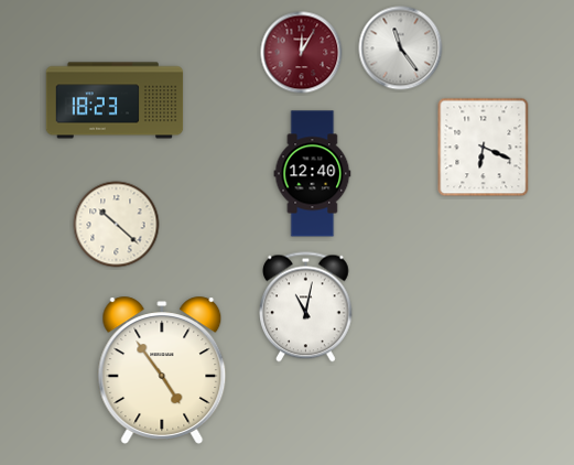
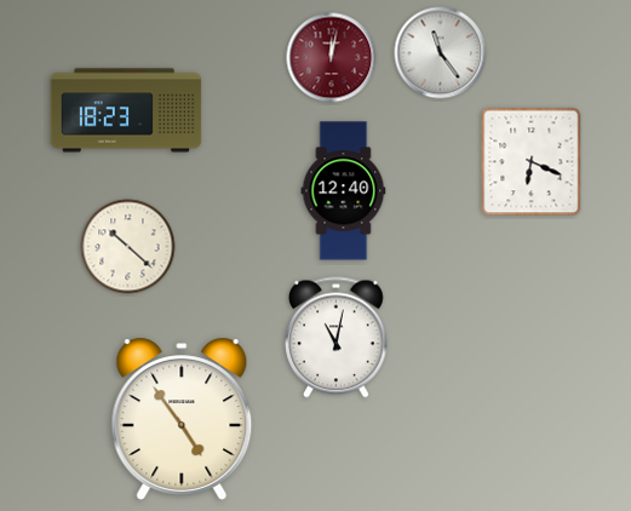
clock at (302, 53): 12:05 -> 12:02
clock at (162, 370) position: (162, 370) -> (182, 419)
